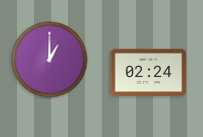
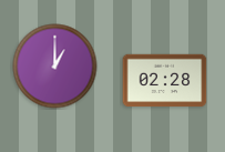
clock at (149, 73): 02:24 -> 02:28
